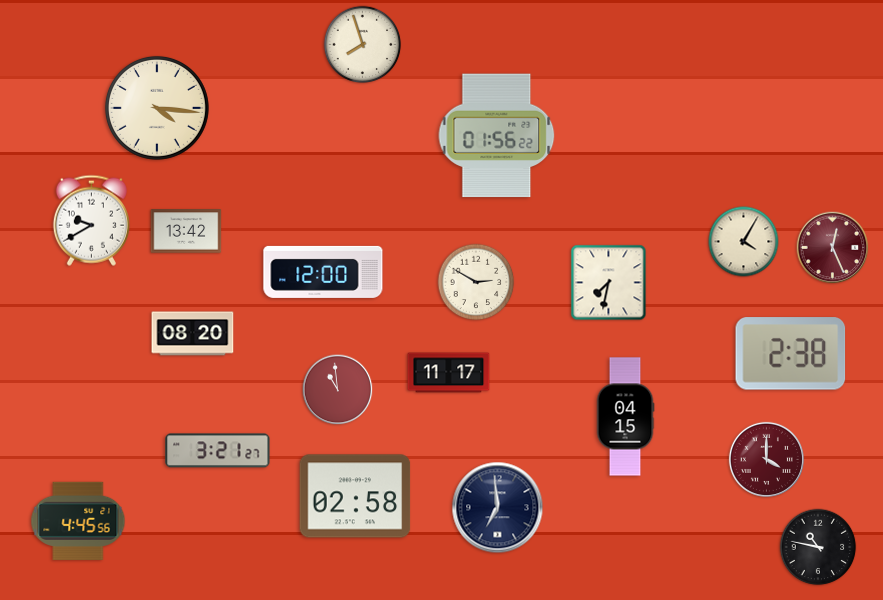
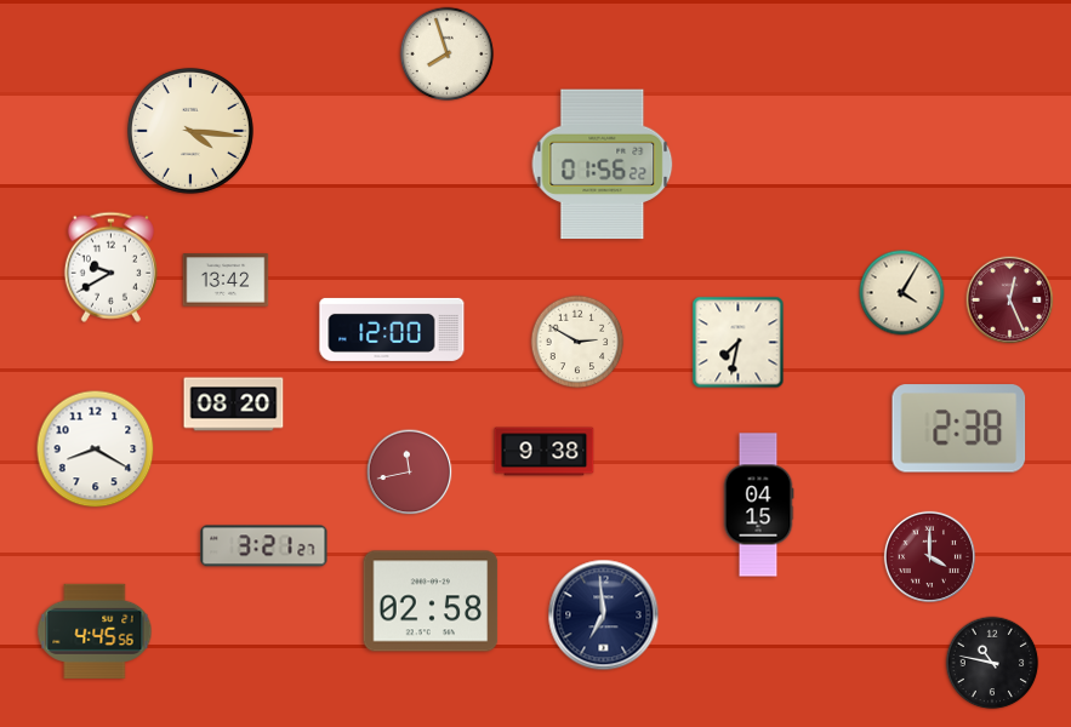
clock at (363, 45) position: (363, 45) -> (448, 55)
clock at (96, 450): none -> 8:20
clock at (449, 373): 11:17 -> 9:38
clock at (338, 390): 10:59 -> 11:43
